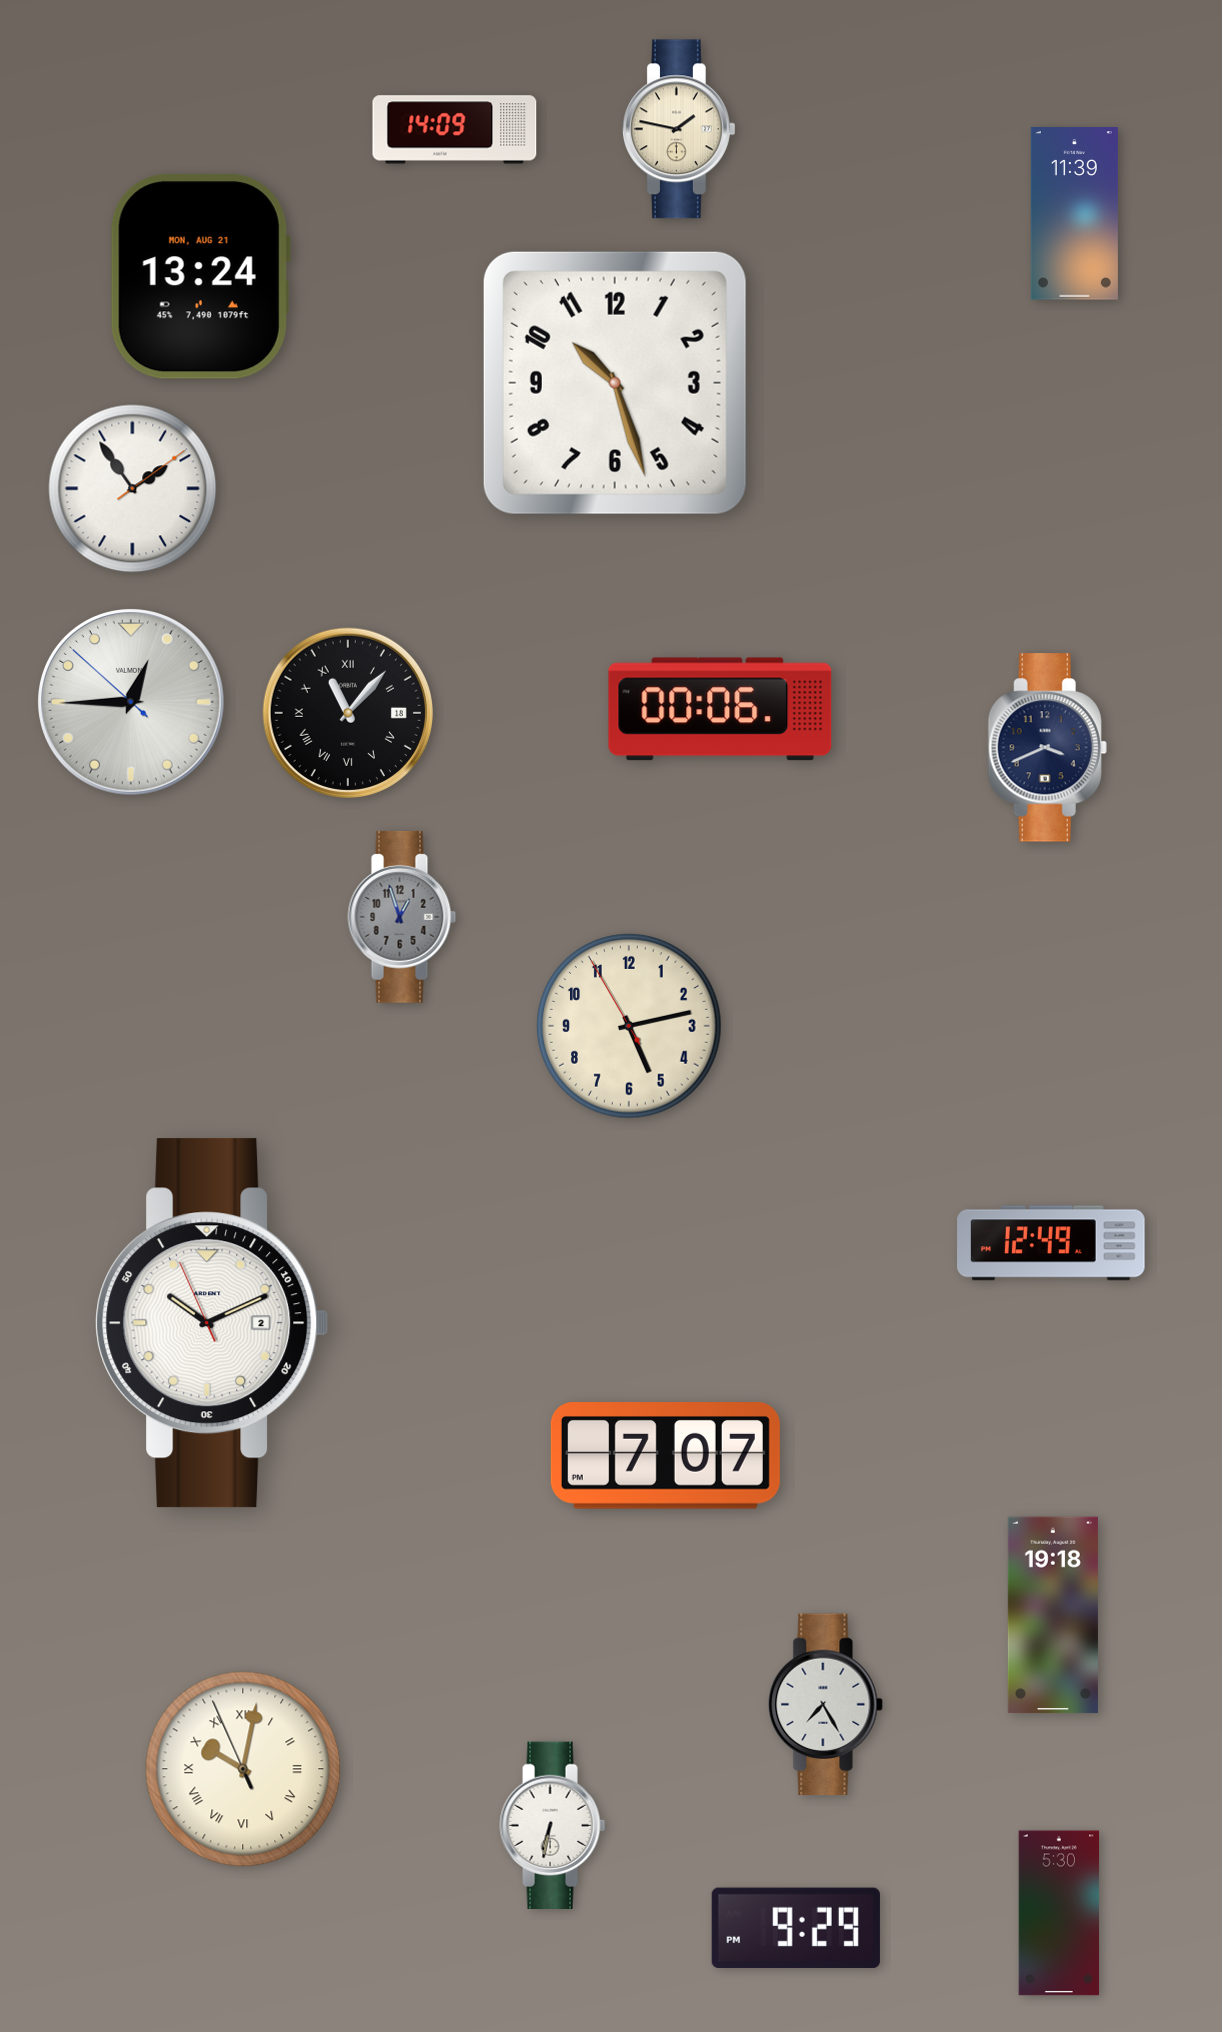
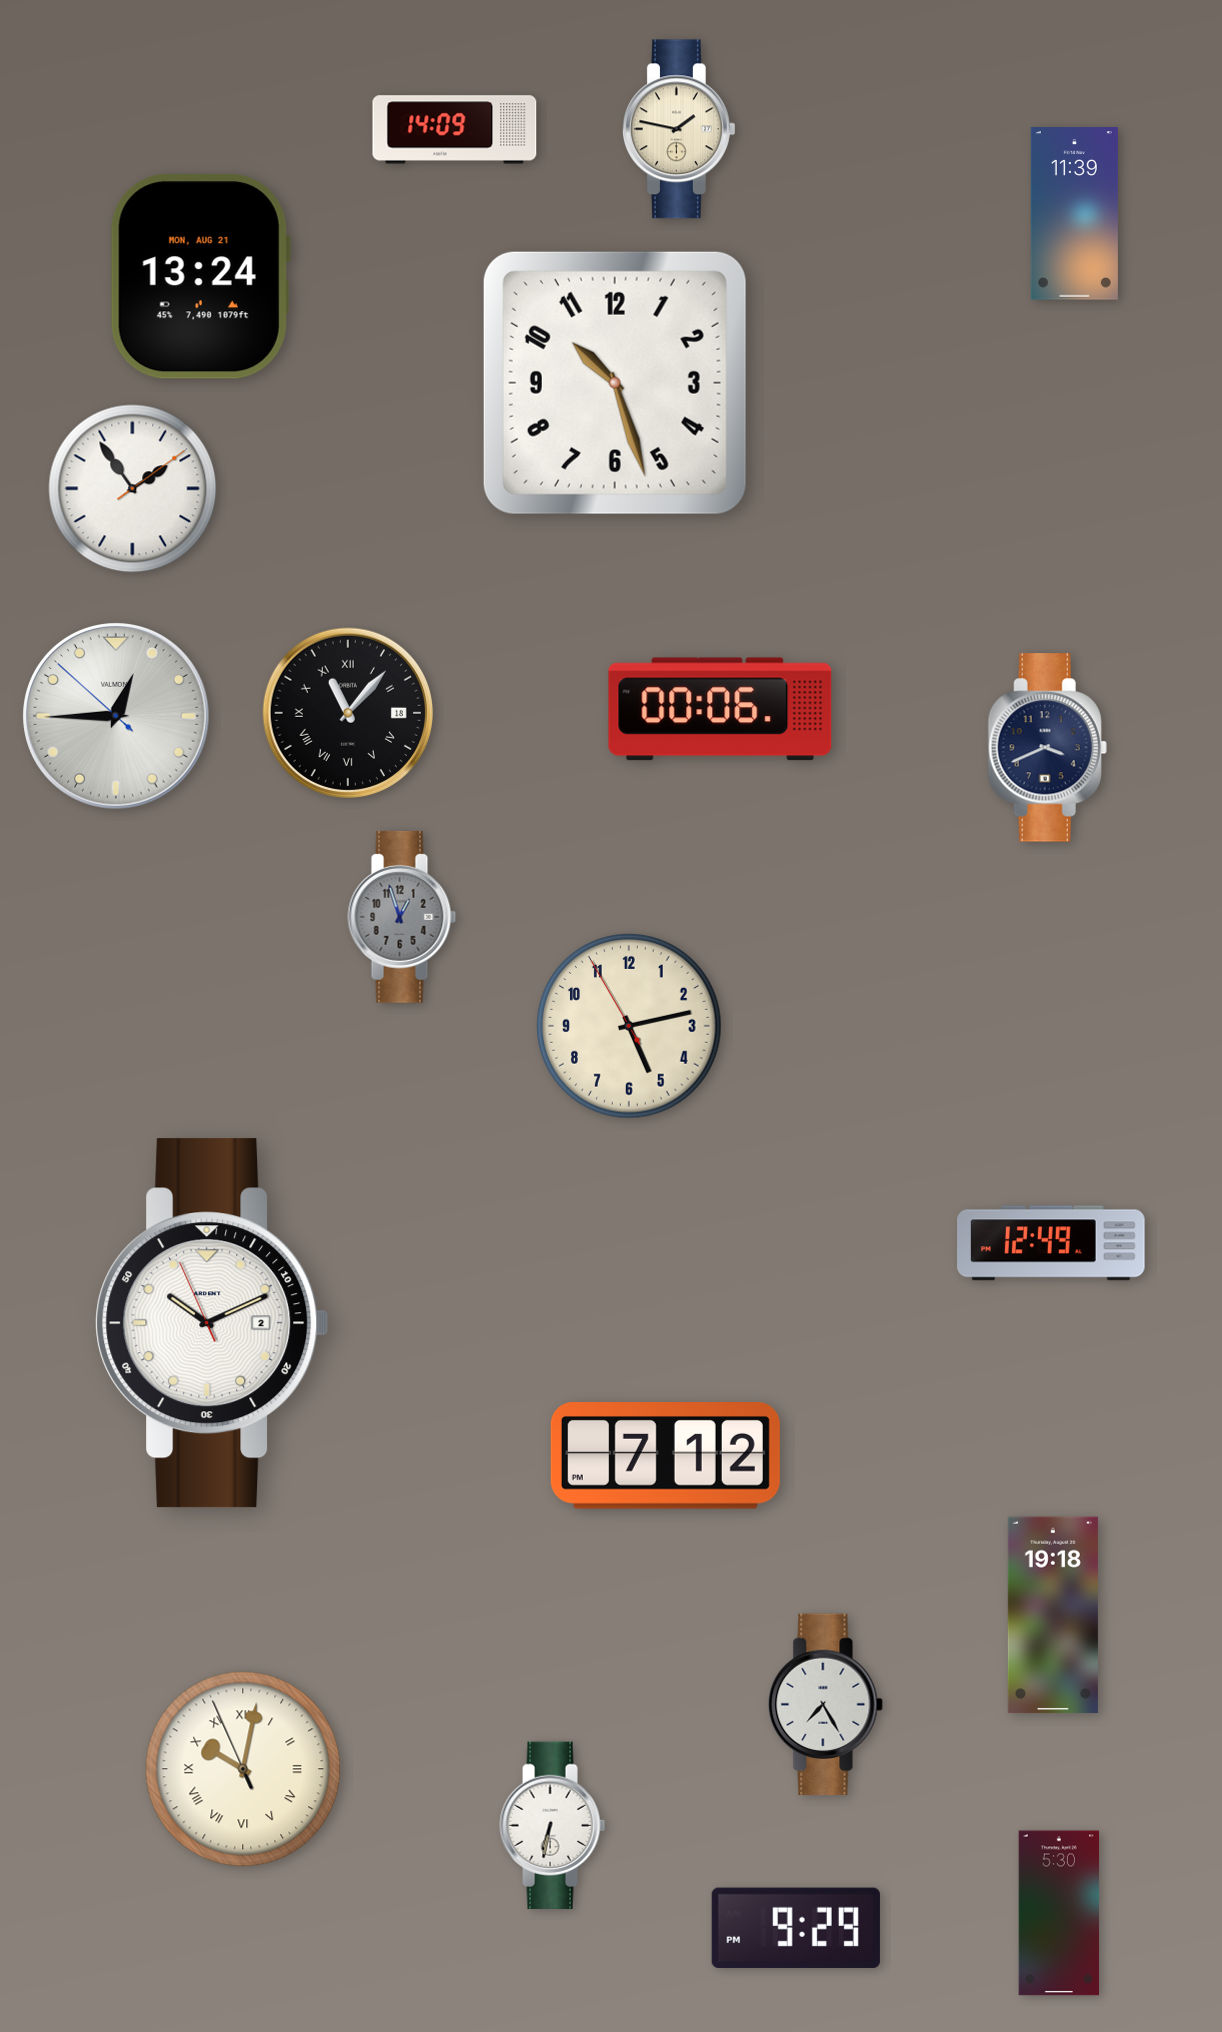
clock at (132, 703) position: (132, 703) -> (117, 717)
clock at (665, 1456): 7:07 -> 7:12
